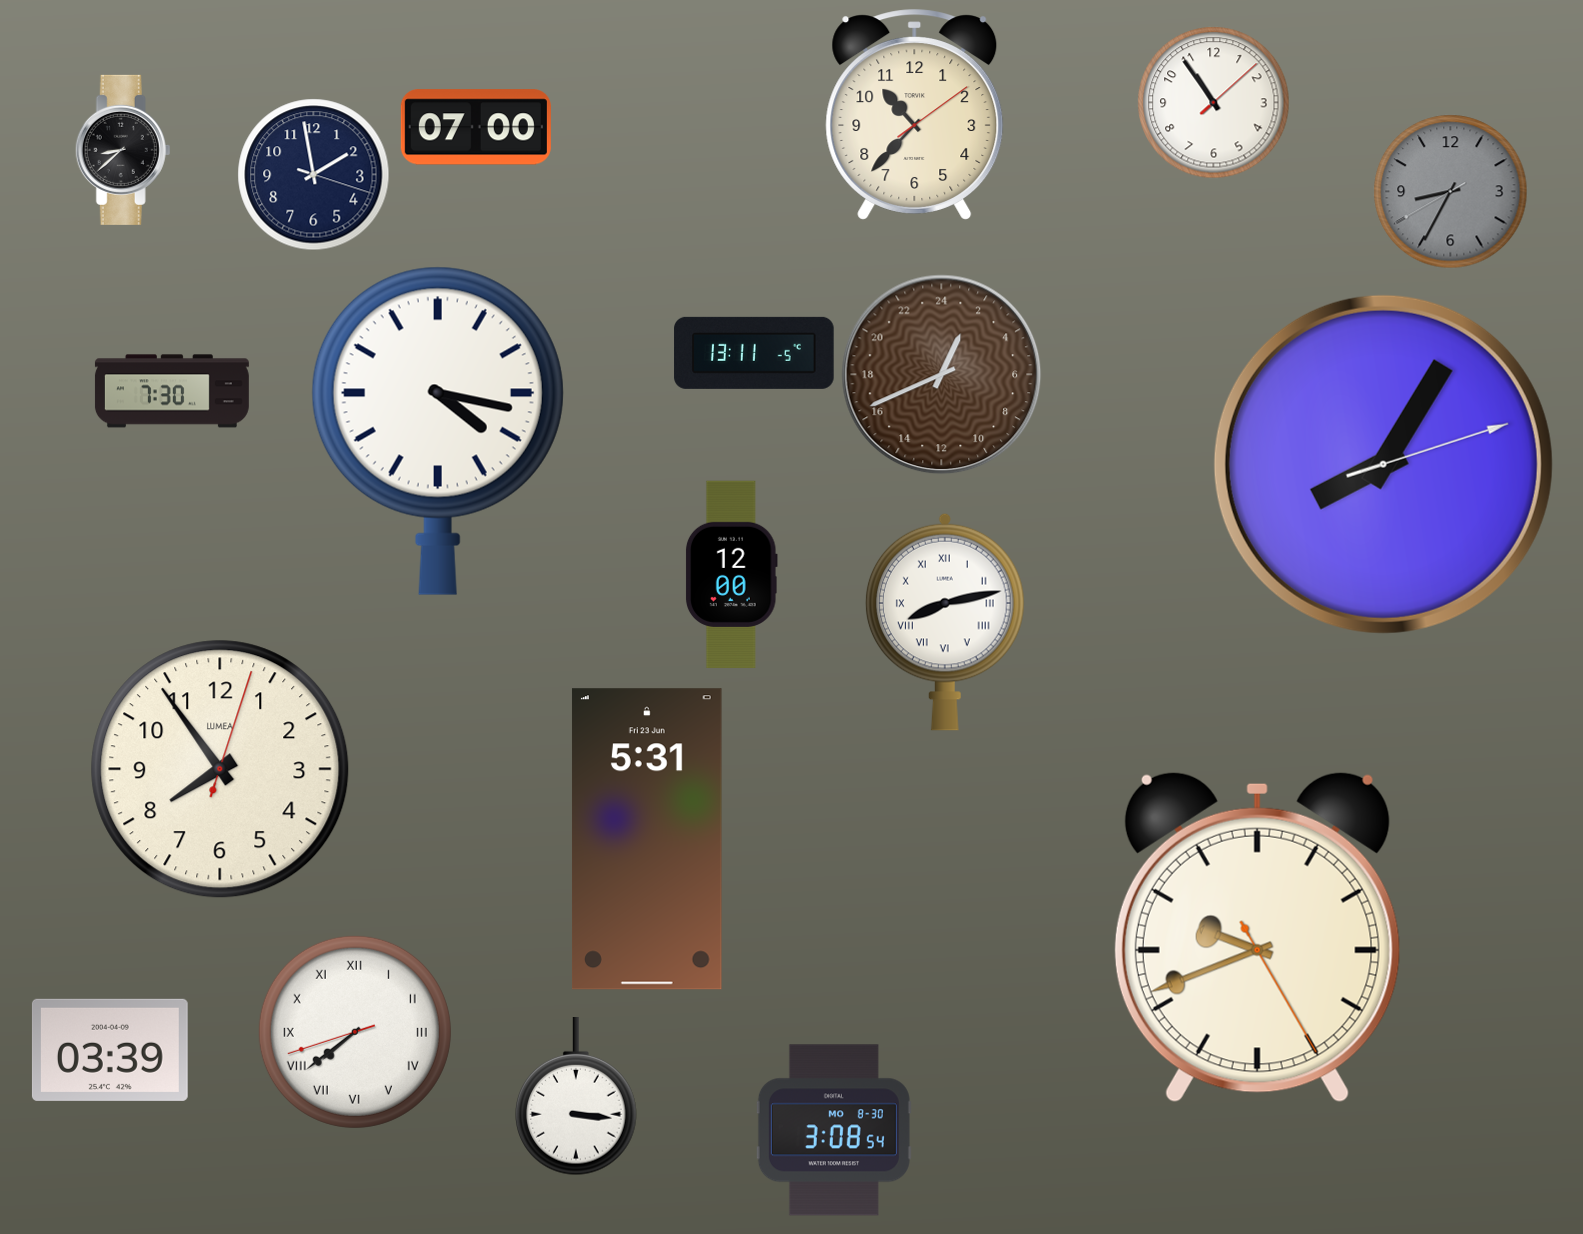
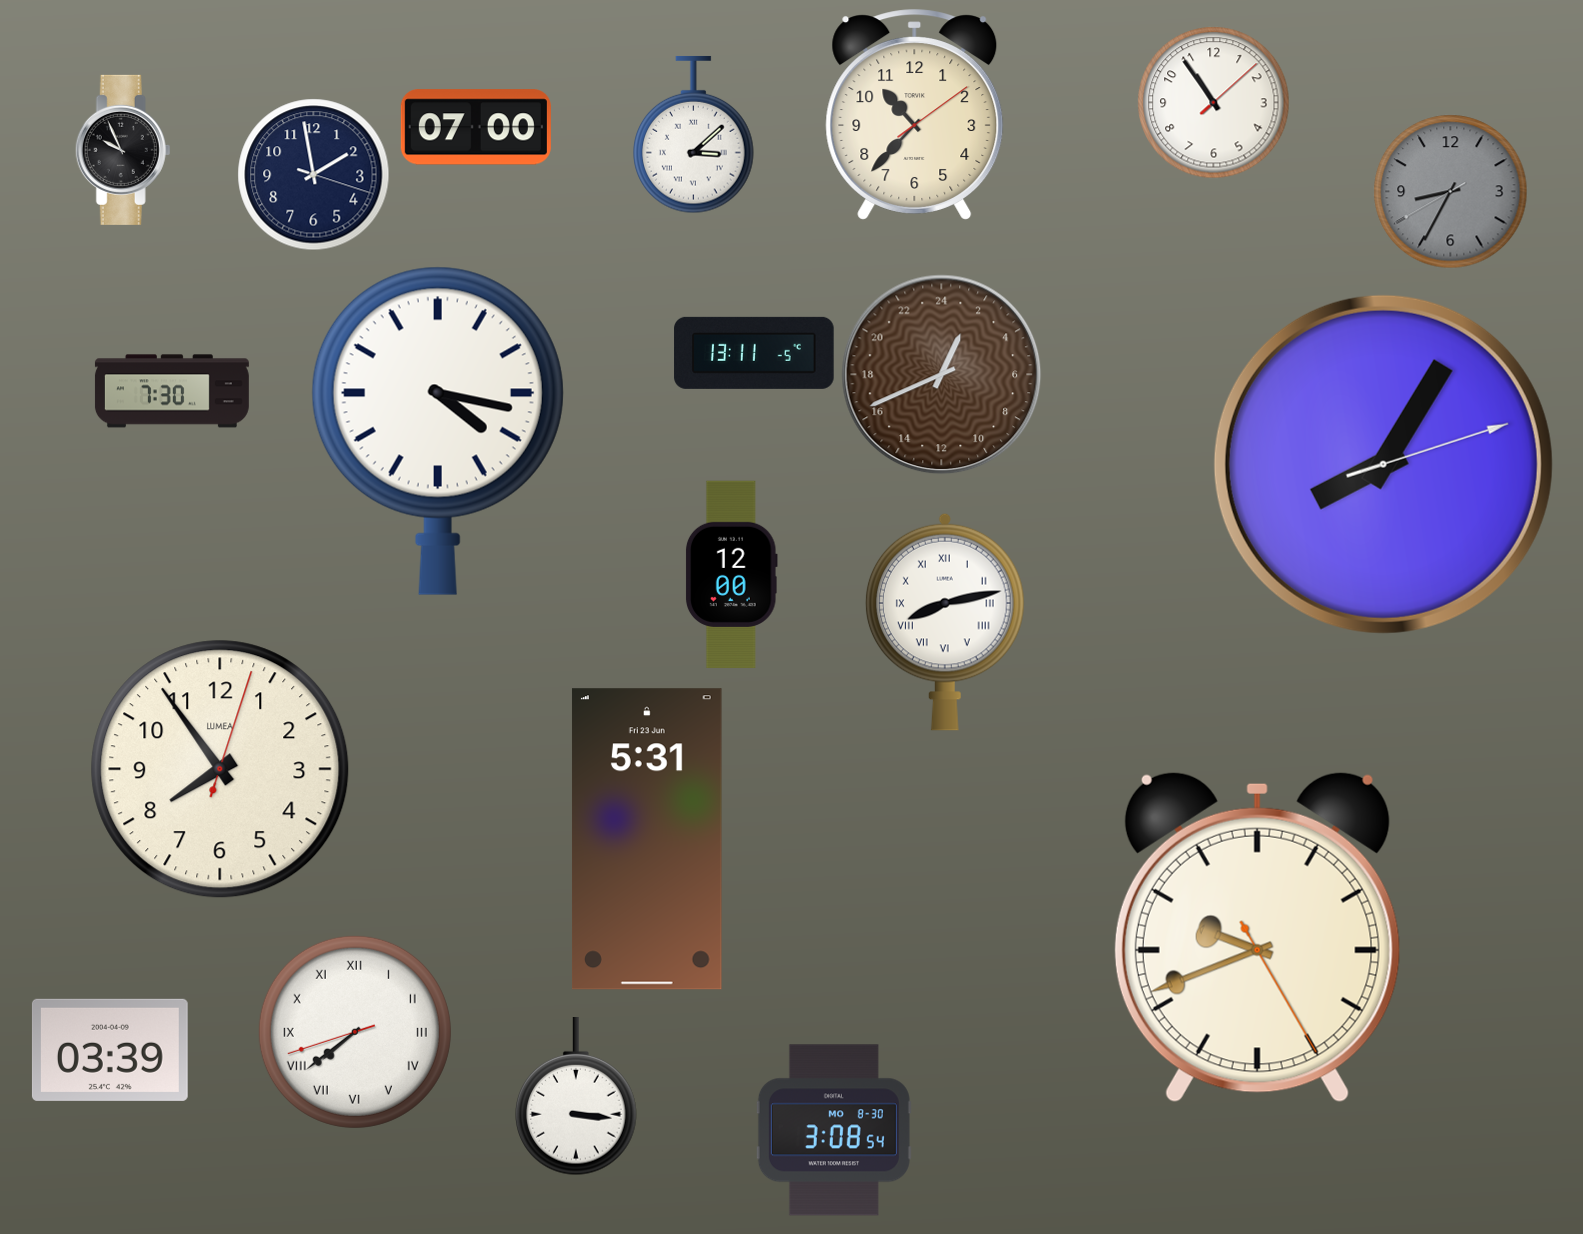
clock at (694, 135): none -> 3:08
clock at (123, 150): 8:38 -> 9:56
